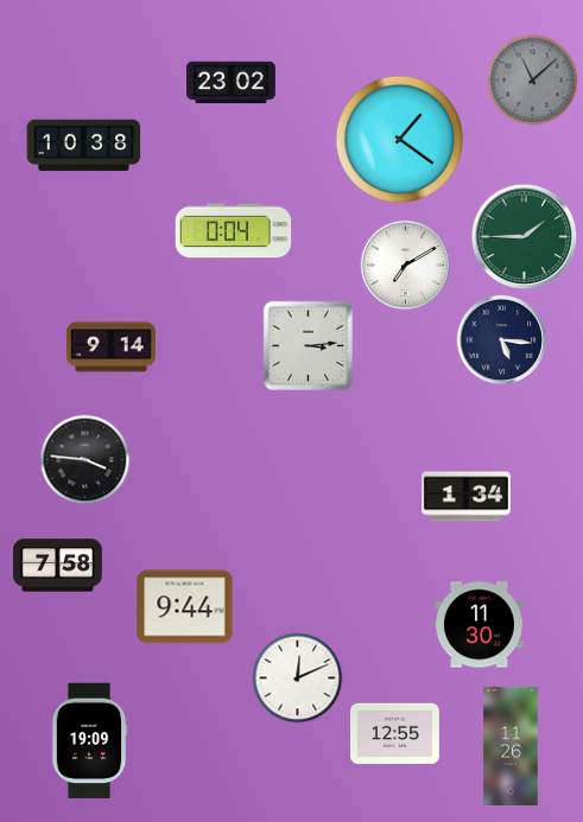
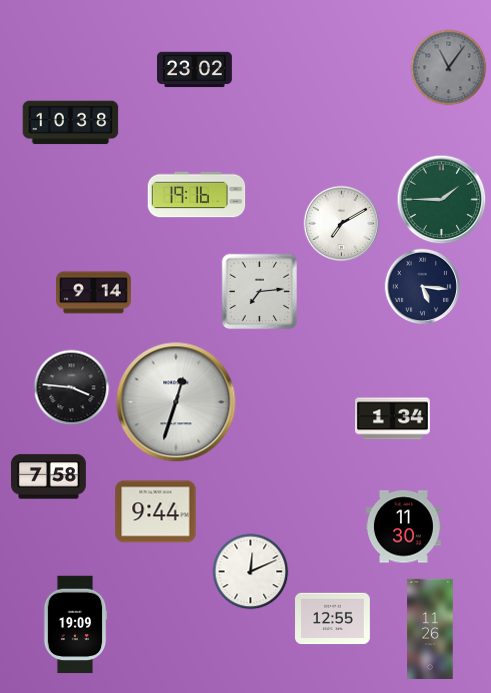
clock at (533, 81): 11:08 -> 11:06
clock at (400, 140): 1:21 -> none
clock at (234, 231): 0:04 -> 19:16
clock at (309, 346): 3:14 -> 7:14
clock at (176, 402): none -> 12:33
